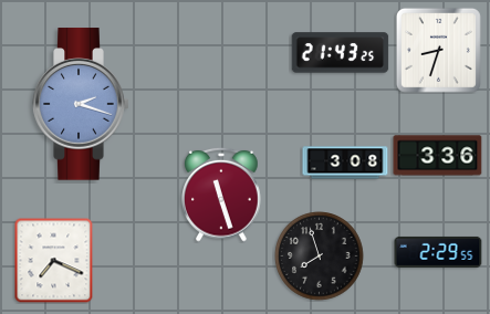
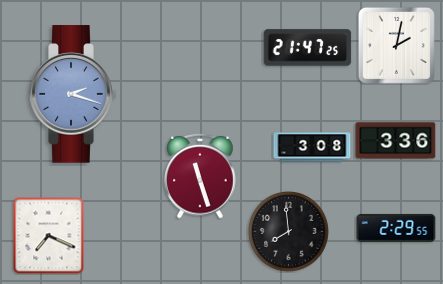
clock at (438, 50): 8:33 -> 2:02
clock at (341, 53): 21:43 -> 21:47
clock at (320, 257): 7:57 -> 7:59
